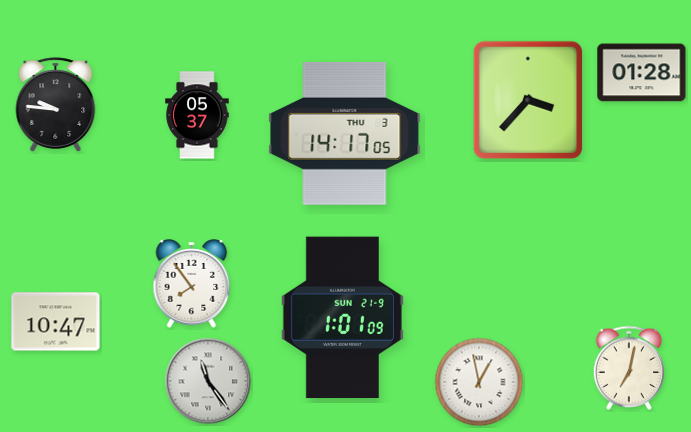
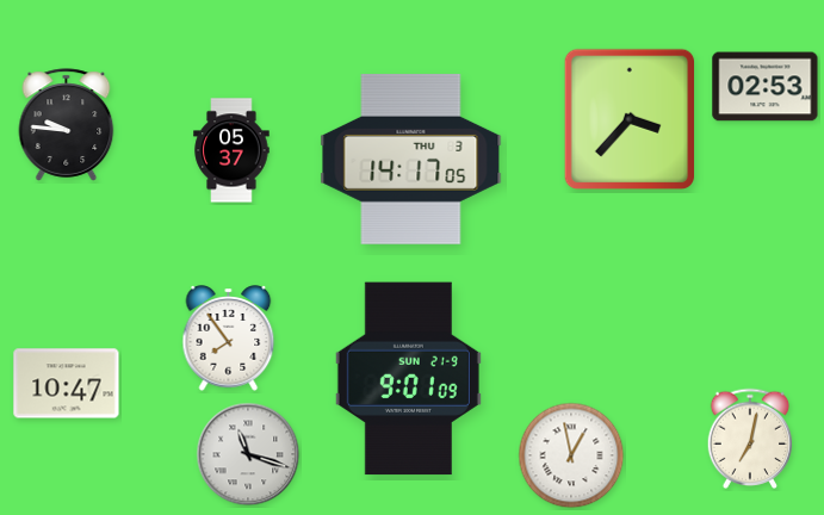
clock at (642, 73): 01:28 -> 02:53
clock at (197, 115) position: (197, 115) -> (231, 150)
clock at (342, 318): 1:01 -> 9:01
clock at (208, 381): 11:24 -> 11:18
